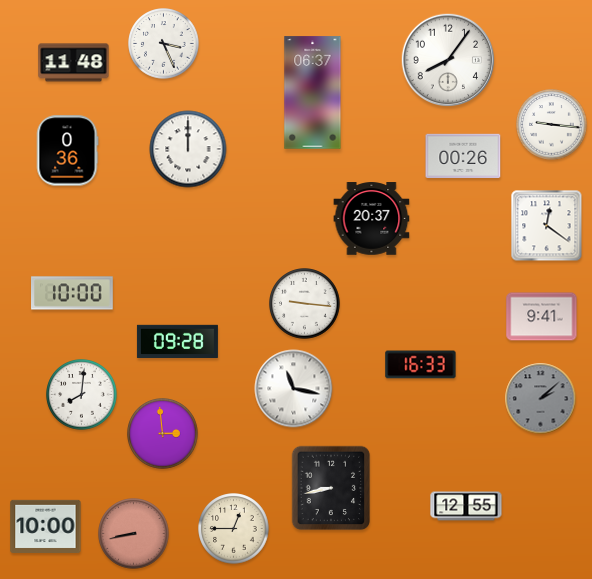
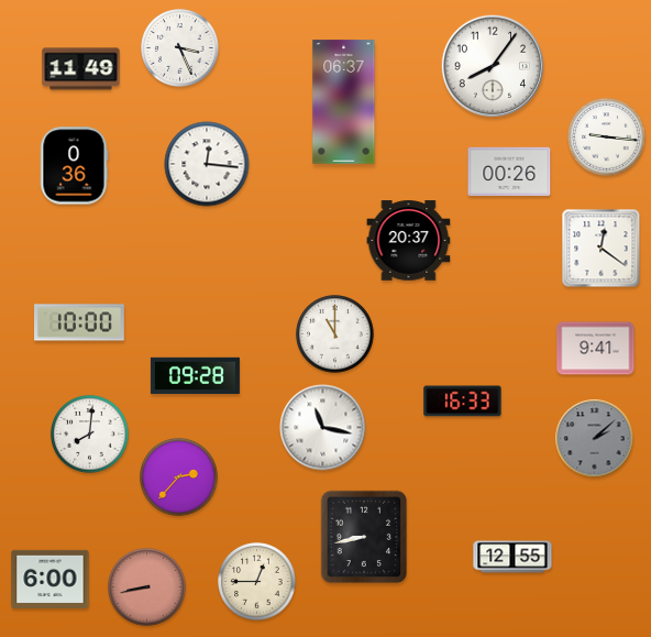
clock at (74, 63): 11:48 -> 11:49
clock at (188, 149): 12:00 -> 12:16
clock at (305, 304): 9:16 -> 11:00
clock at (163, 434): 2:59 -> 2:37
clock at (46, 526): 10:00 -> 6:00
